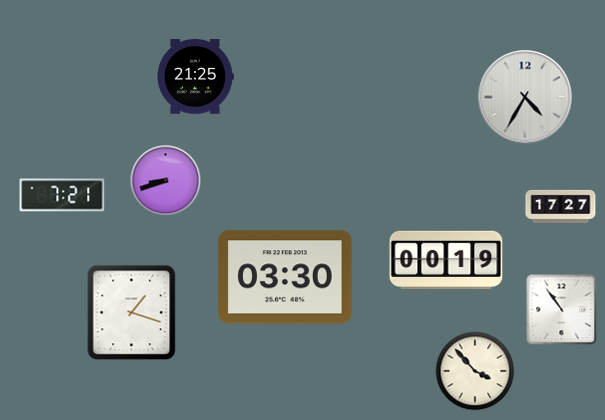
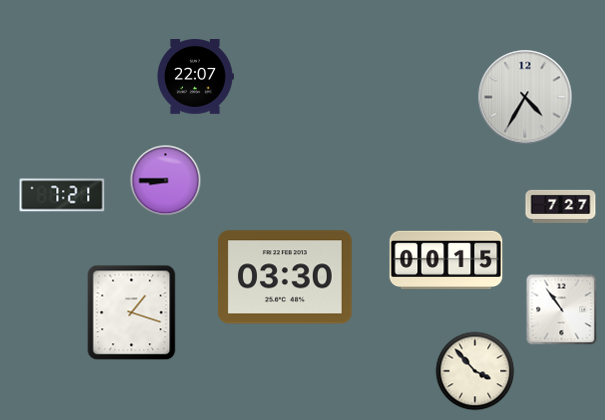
clock at (196, 77): 21:25 -> 22:07
clock at (166, 181): 8:42 -> 8:45
clock at (561, 206): 17:27 -> 7:27
clock at (446, 260): 00:19 -> 00:15
